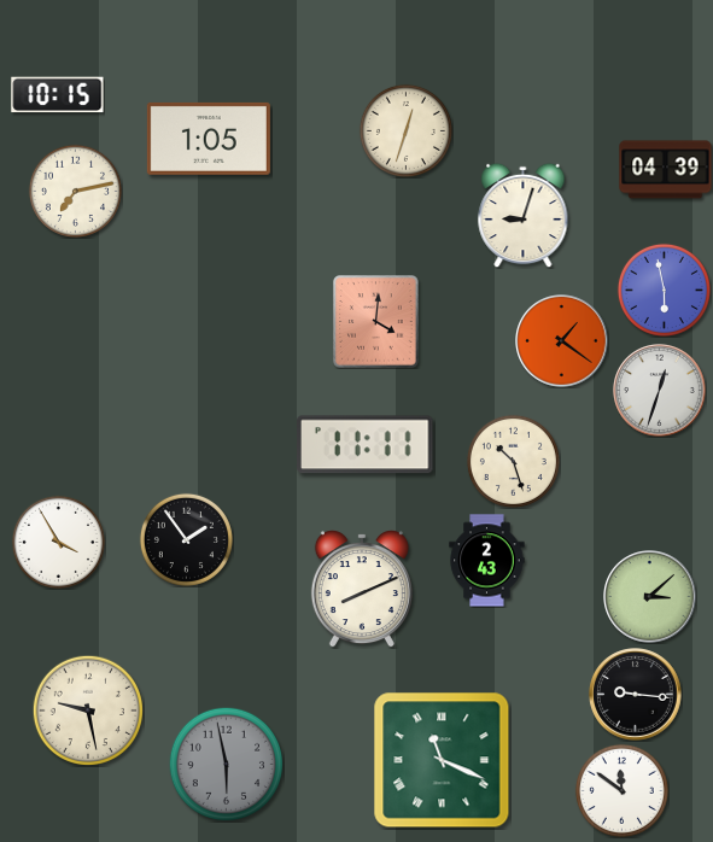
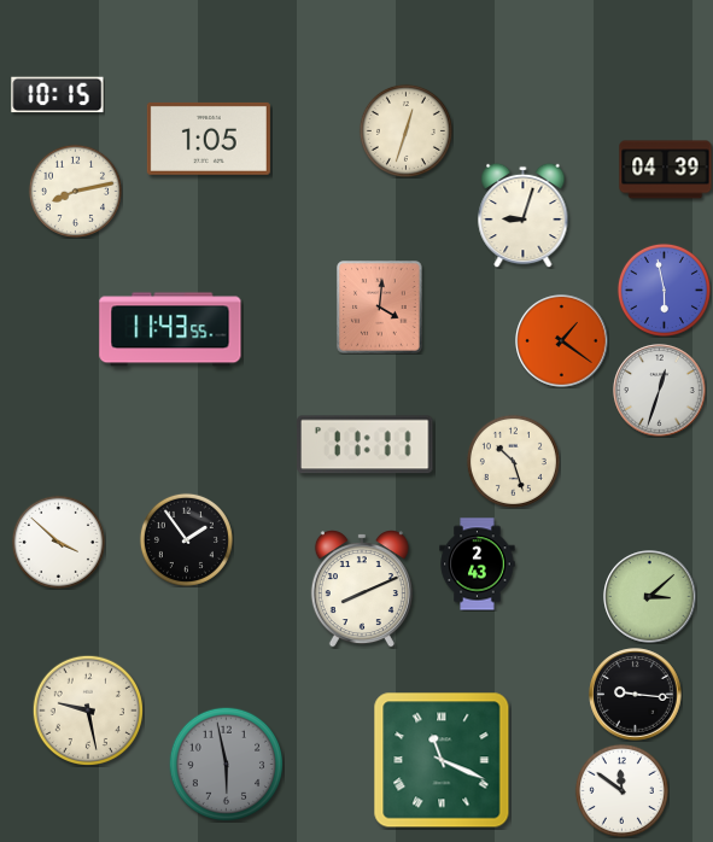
clock at (75, 191): 7:13 -> 8:13
clock at (376, 322) position: (376, 322) -> (380, 308)
clock at (170, 329): none -> 11:43
clock at (58, 542): 3:55 -> 3:52
clock at (487, 561) position: (487, 561) -> (478, 565)
